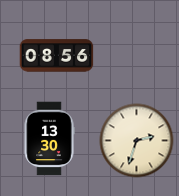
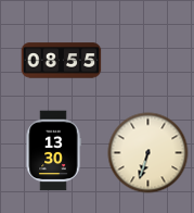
clock at (57, 56): 08:56 -> 08:55
clock at (137, 141): 2:33 -> 6:33
